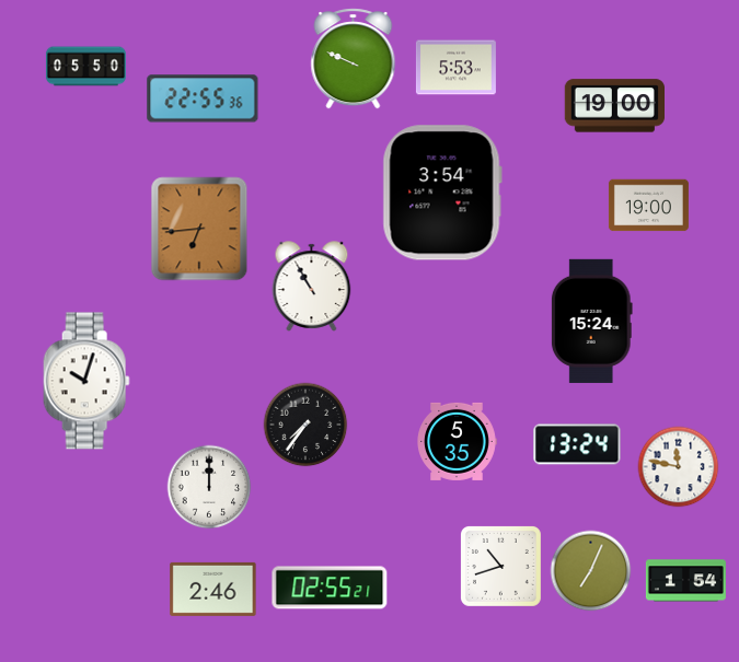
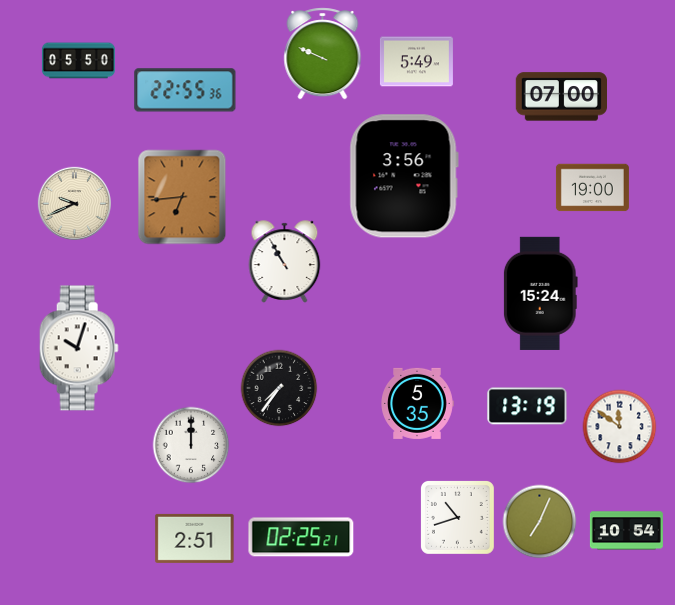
clock at (455, 68): 5:53 -> 5:49
clock at (614, 106): 19:00 -> 07:00
clock at (442, 193): 3:54 -> 3:56
clock at (74, 203): none -> 9:41
clock at (199, 229) position: (199, 229) -> (182, 197)
clock at (577, 444): 13:24 -> 13:19
clock at (679, 467): 11:47 -> 11:51
clock at (685, 581): 1:54 -> 10:54
clock at (330, 588): 02:55 -> 02:25
clock at (213, 589): 2:46 -> 2:51
